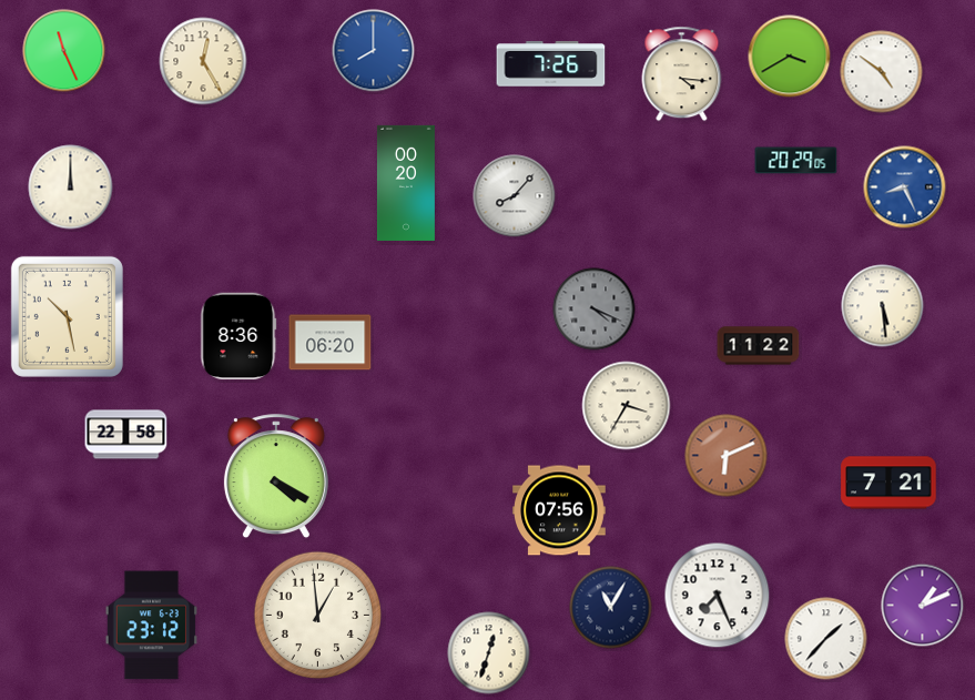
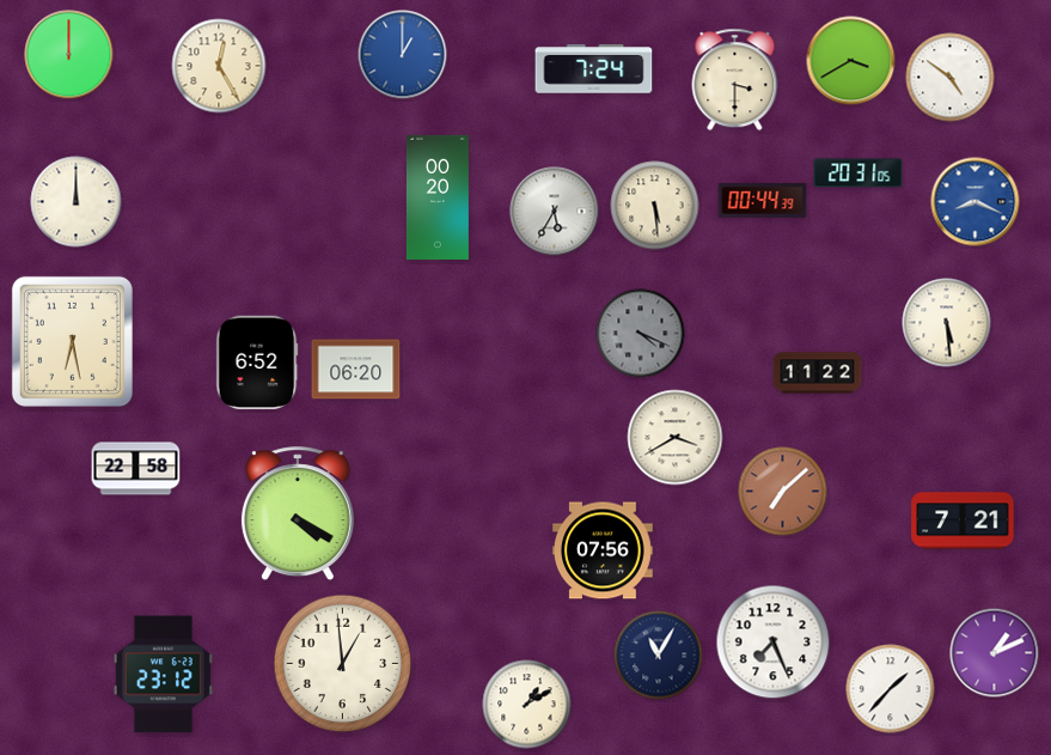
clock at (64, 51): 11:26 -> 12:00
clock at (374, 51): 8:00 -> 1:00
clock at (551, 64): 7:26 -> 7:24
clock at (682, 74): 4:16 -> 3:30
clock at (796, 161): 20:29 -> 20:31
clock at (763, 201): none -> 00:44
clock at (905, 187): 8:26 -> 8:19
clock at (655, 206): none -> 5:29
clock at (515, 196): 8:07 -> 5:35
clock at (883, 306) position: (883, 306) -> (947, 323)
clock at (67, 316): 10:28 -> 6:28
clock at (238, 336): 8:36 -> 6:52
clock at (627, 406): 3:35 -> 3:40
clock at (727, 456): 6:11 -> 7:08
clock at (888, 483) position: (888, 483) -> (963, 520)
clock at (489, 653): 12:33 -> 1:10
